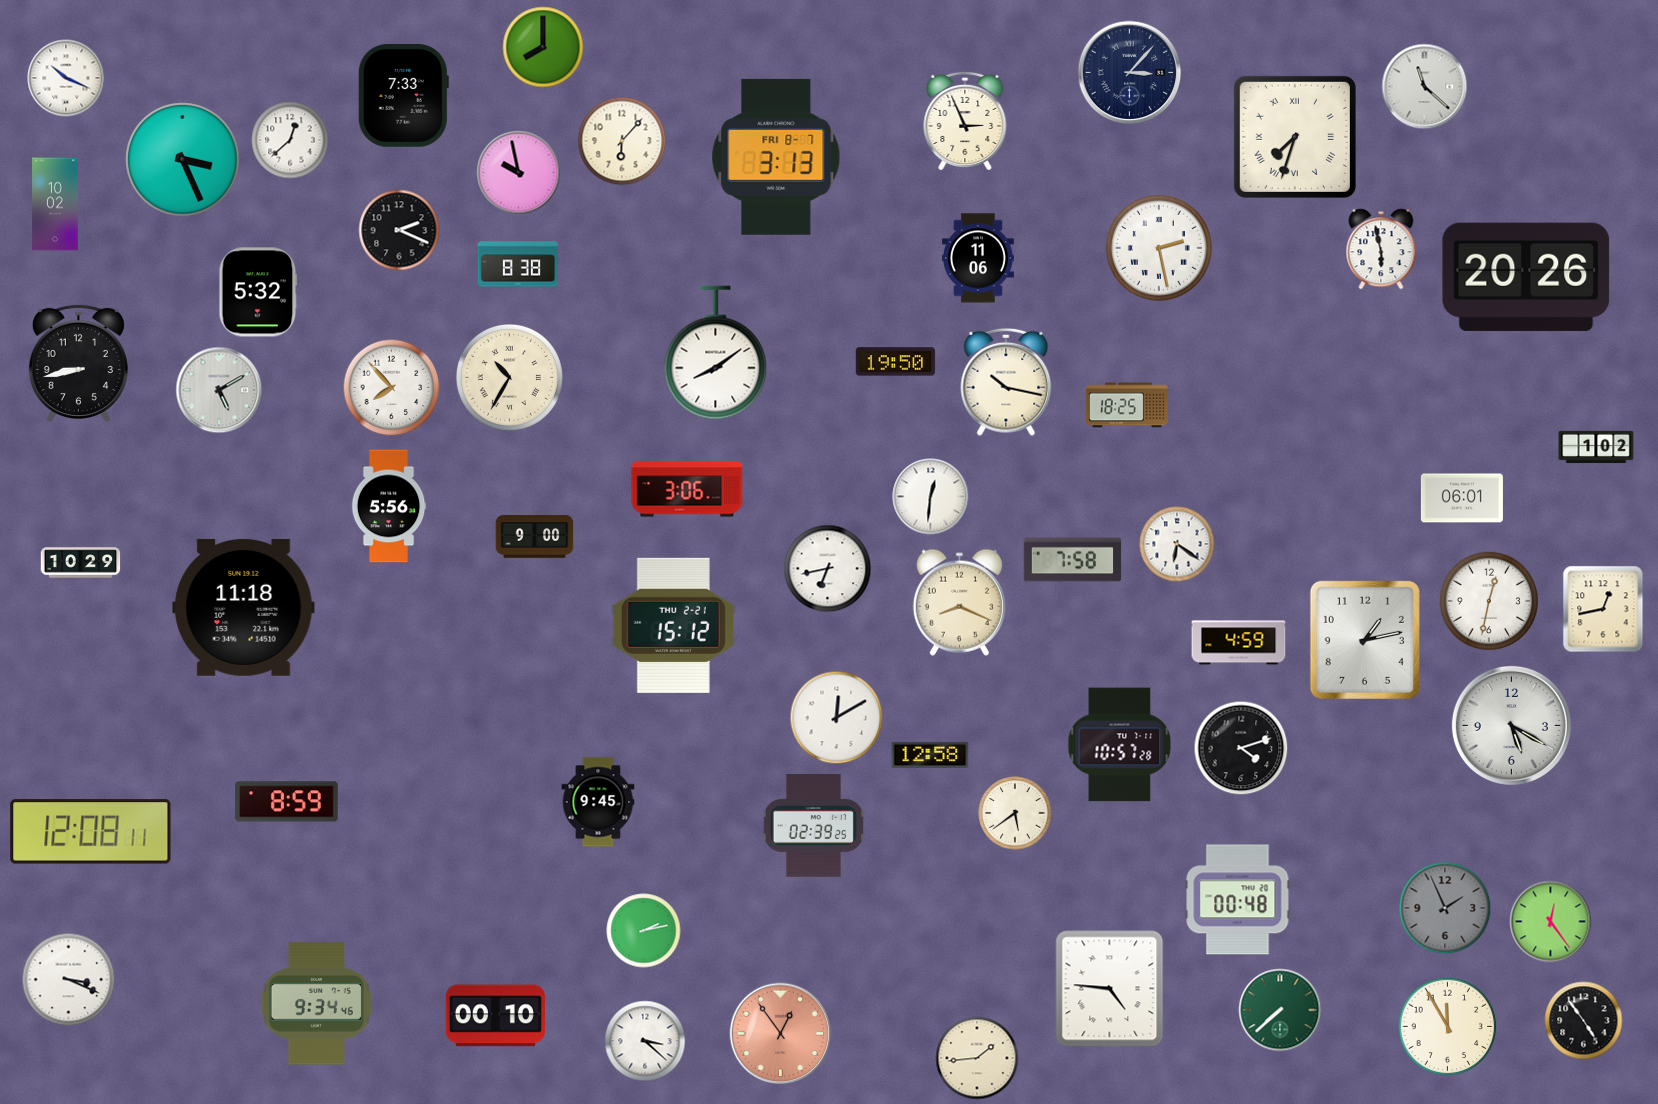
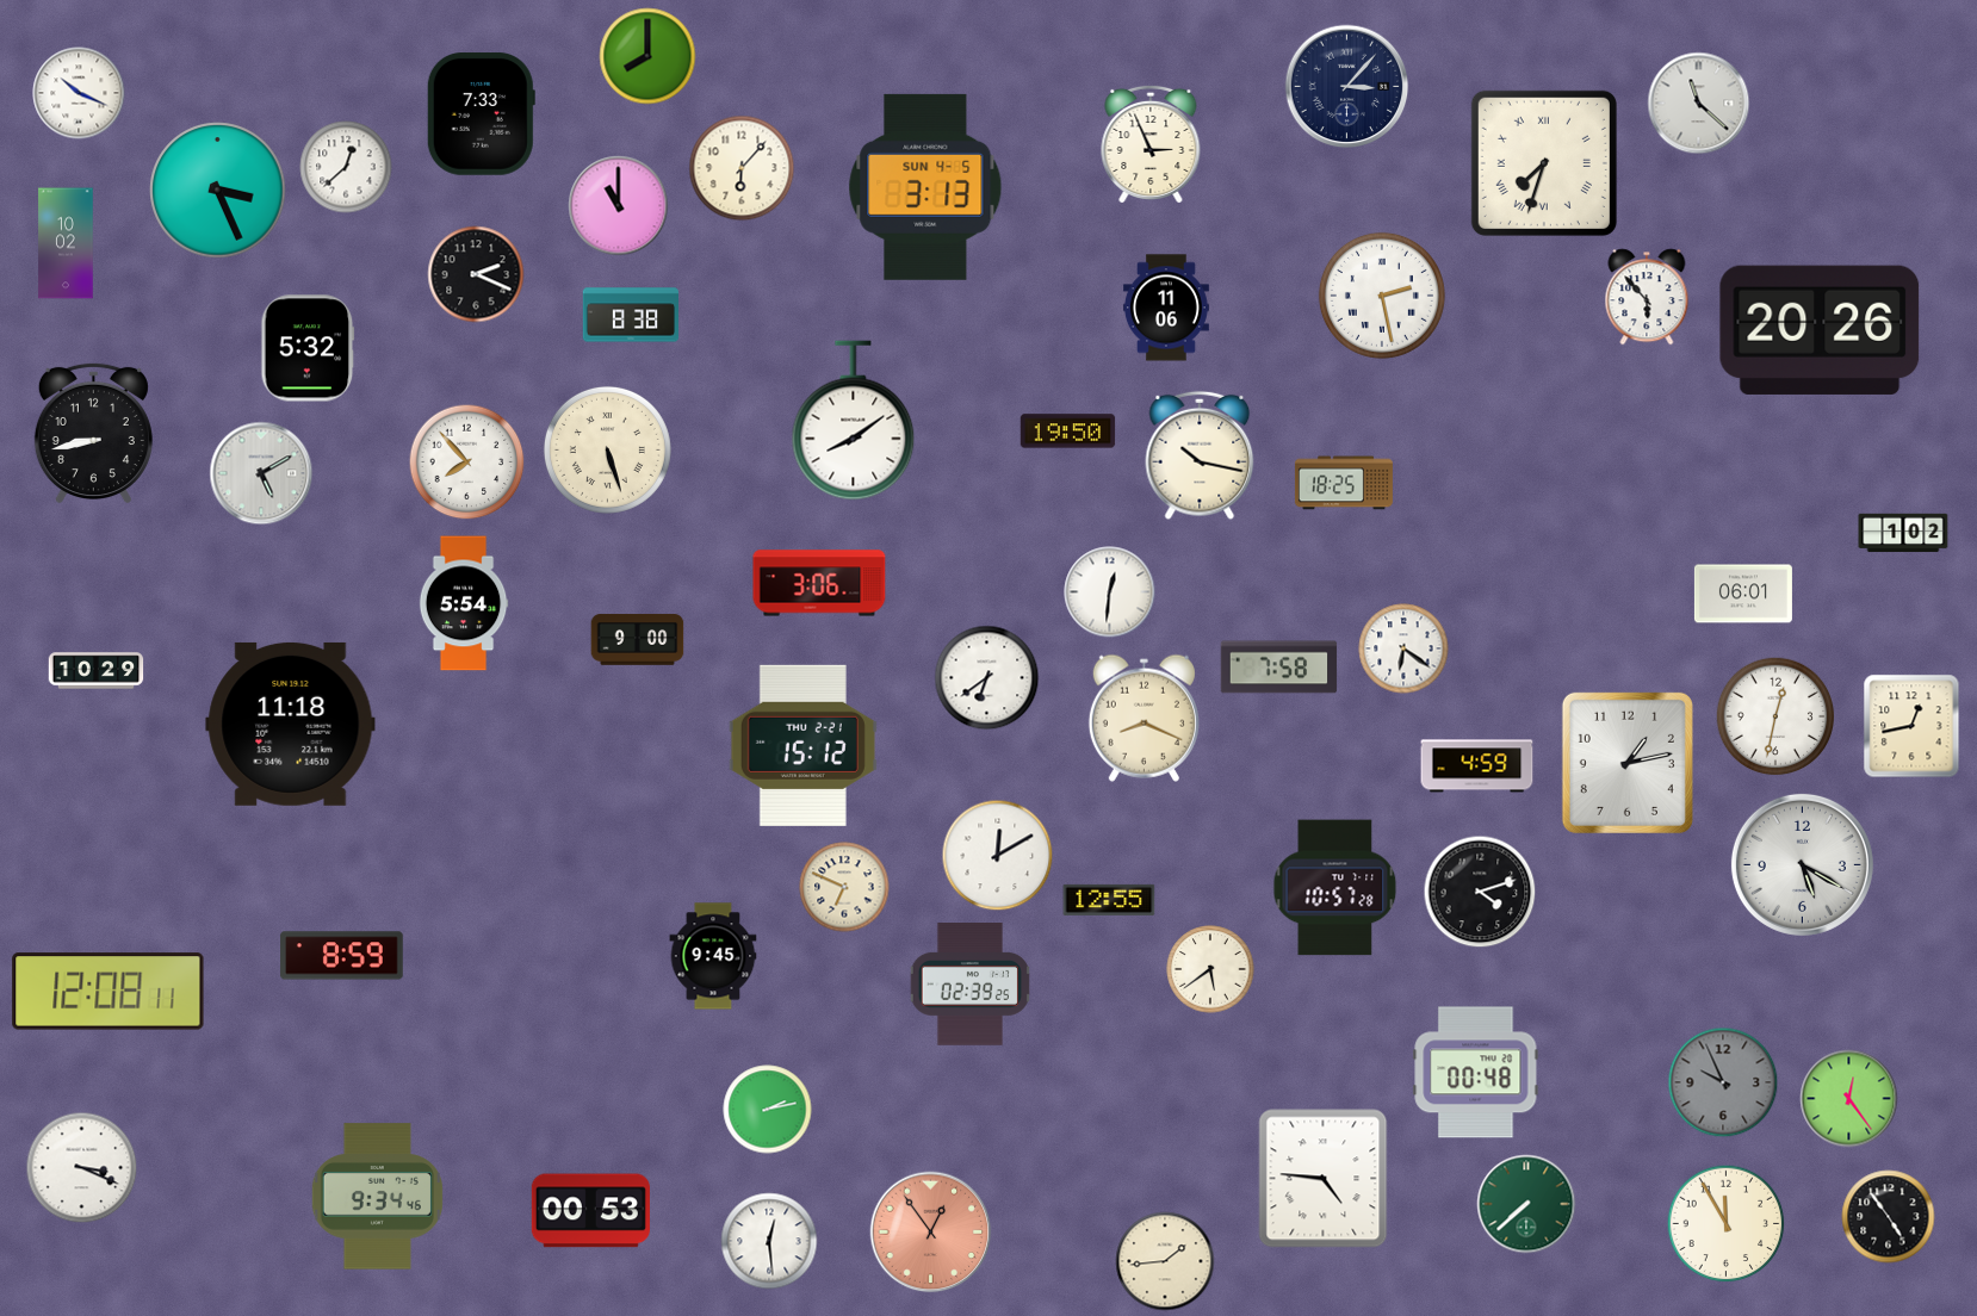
clock at (776, 157) date: FRI 8-7 -> SUN 4-5
clock at (519, 173): 9:58 -> 11:00
clock at (1381, 249): 5:58 -> 5:53
clock at (517, 264) position: (517, 264) -> (630, 315)
clock at (509, 377): 10:35 -> 5:27
clock at (219, 390) position: (219, 390) -> (261, 473)
clock at (389, 506): 5:56 -> 5:54
clock at (828, 569): 6:43 -> 6:39
clock at (844, 887): none -> 6:49
clock at (930, 755): 12:58 -> 12:55
clock at (1445, 908): 1:56 -> 9:56
clock at (495, 1016): 00:10 -> 00:53
clock at (645, 1041): 3:22 -> 12:29
